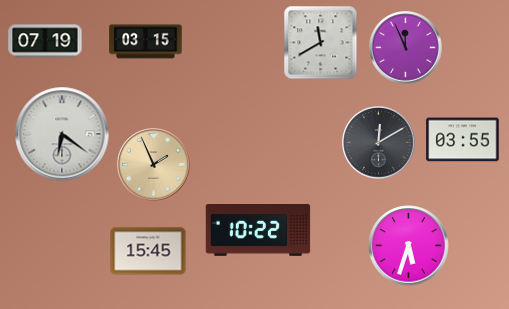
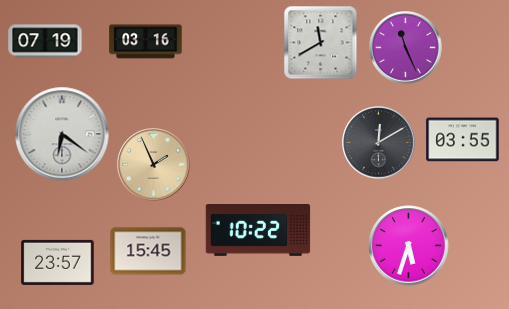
clock at (146, 42): 03:15 -> 03:16
clock at (406, 48): 11:56 -> 11:26
clock at (58, 262): none -> 23:57
